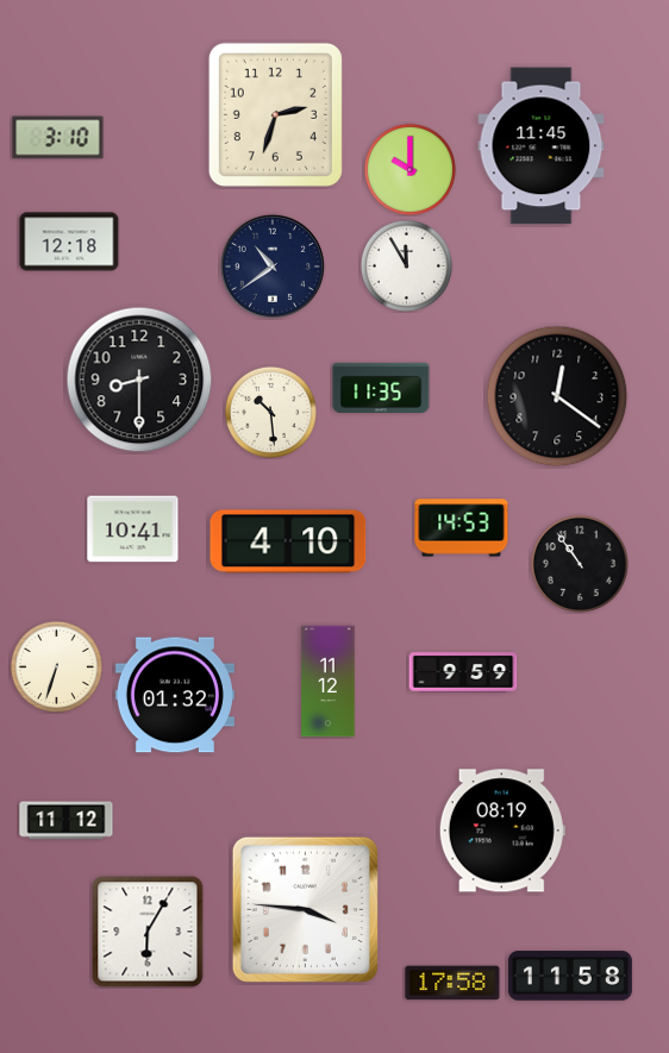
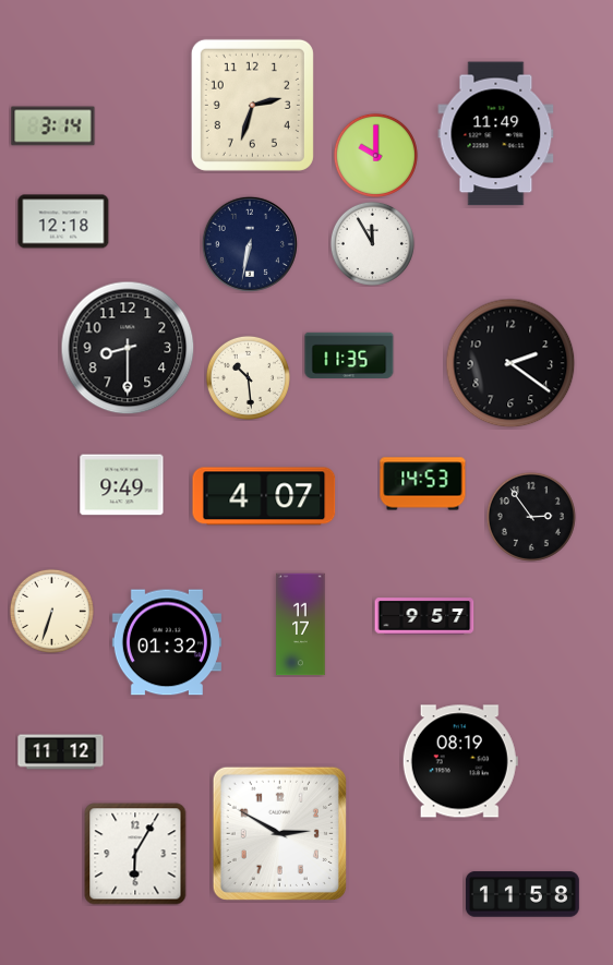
clock at (58, 138): 3:10 -> 3:14
clock at (542, 146): 11:45 -> 11:49
clock at (273, 267): 10:39 -> 6:32
clock at (557, 396): 12:21 -> 2:21
clock at (133, 529): 10:41 -> 9:49
clock at (288, 541): 4:10 -> 4:07
clock at (580, 564): 10:54 -> 2:54
clock at (463, 672): 9:59 -> 9:57
clock at (329, 682): 11:12 -> 11:17
clock at (175, 695) position: (175, 695) -> (167, 642)
clock at (305, 909): 3:46 -> 2:50
clock at (452, 983): 17:58 -> none
